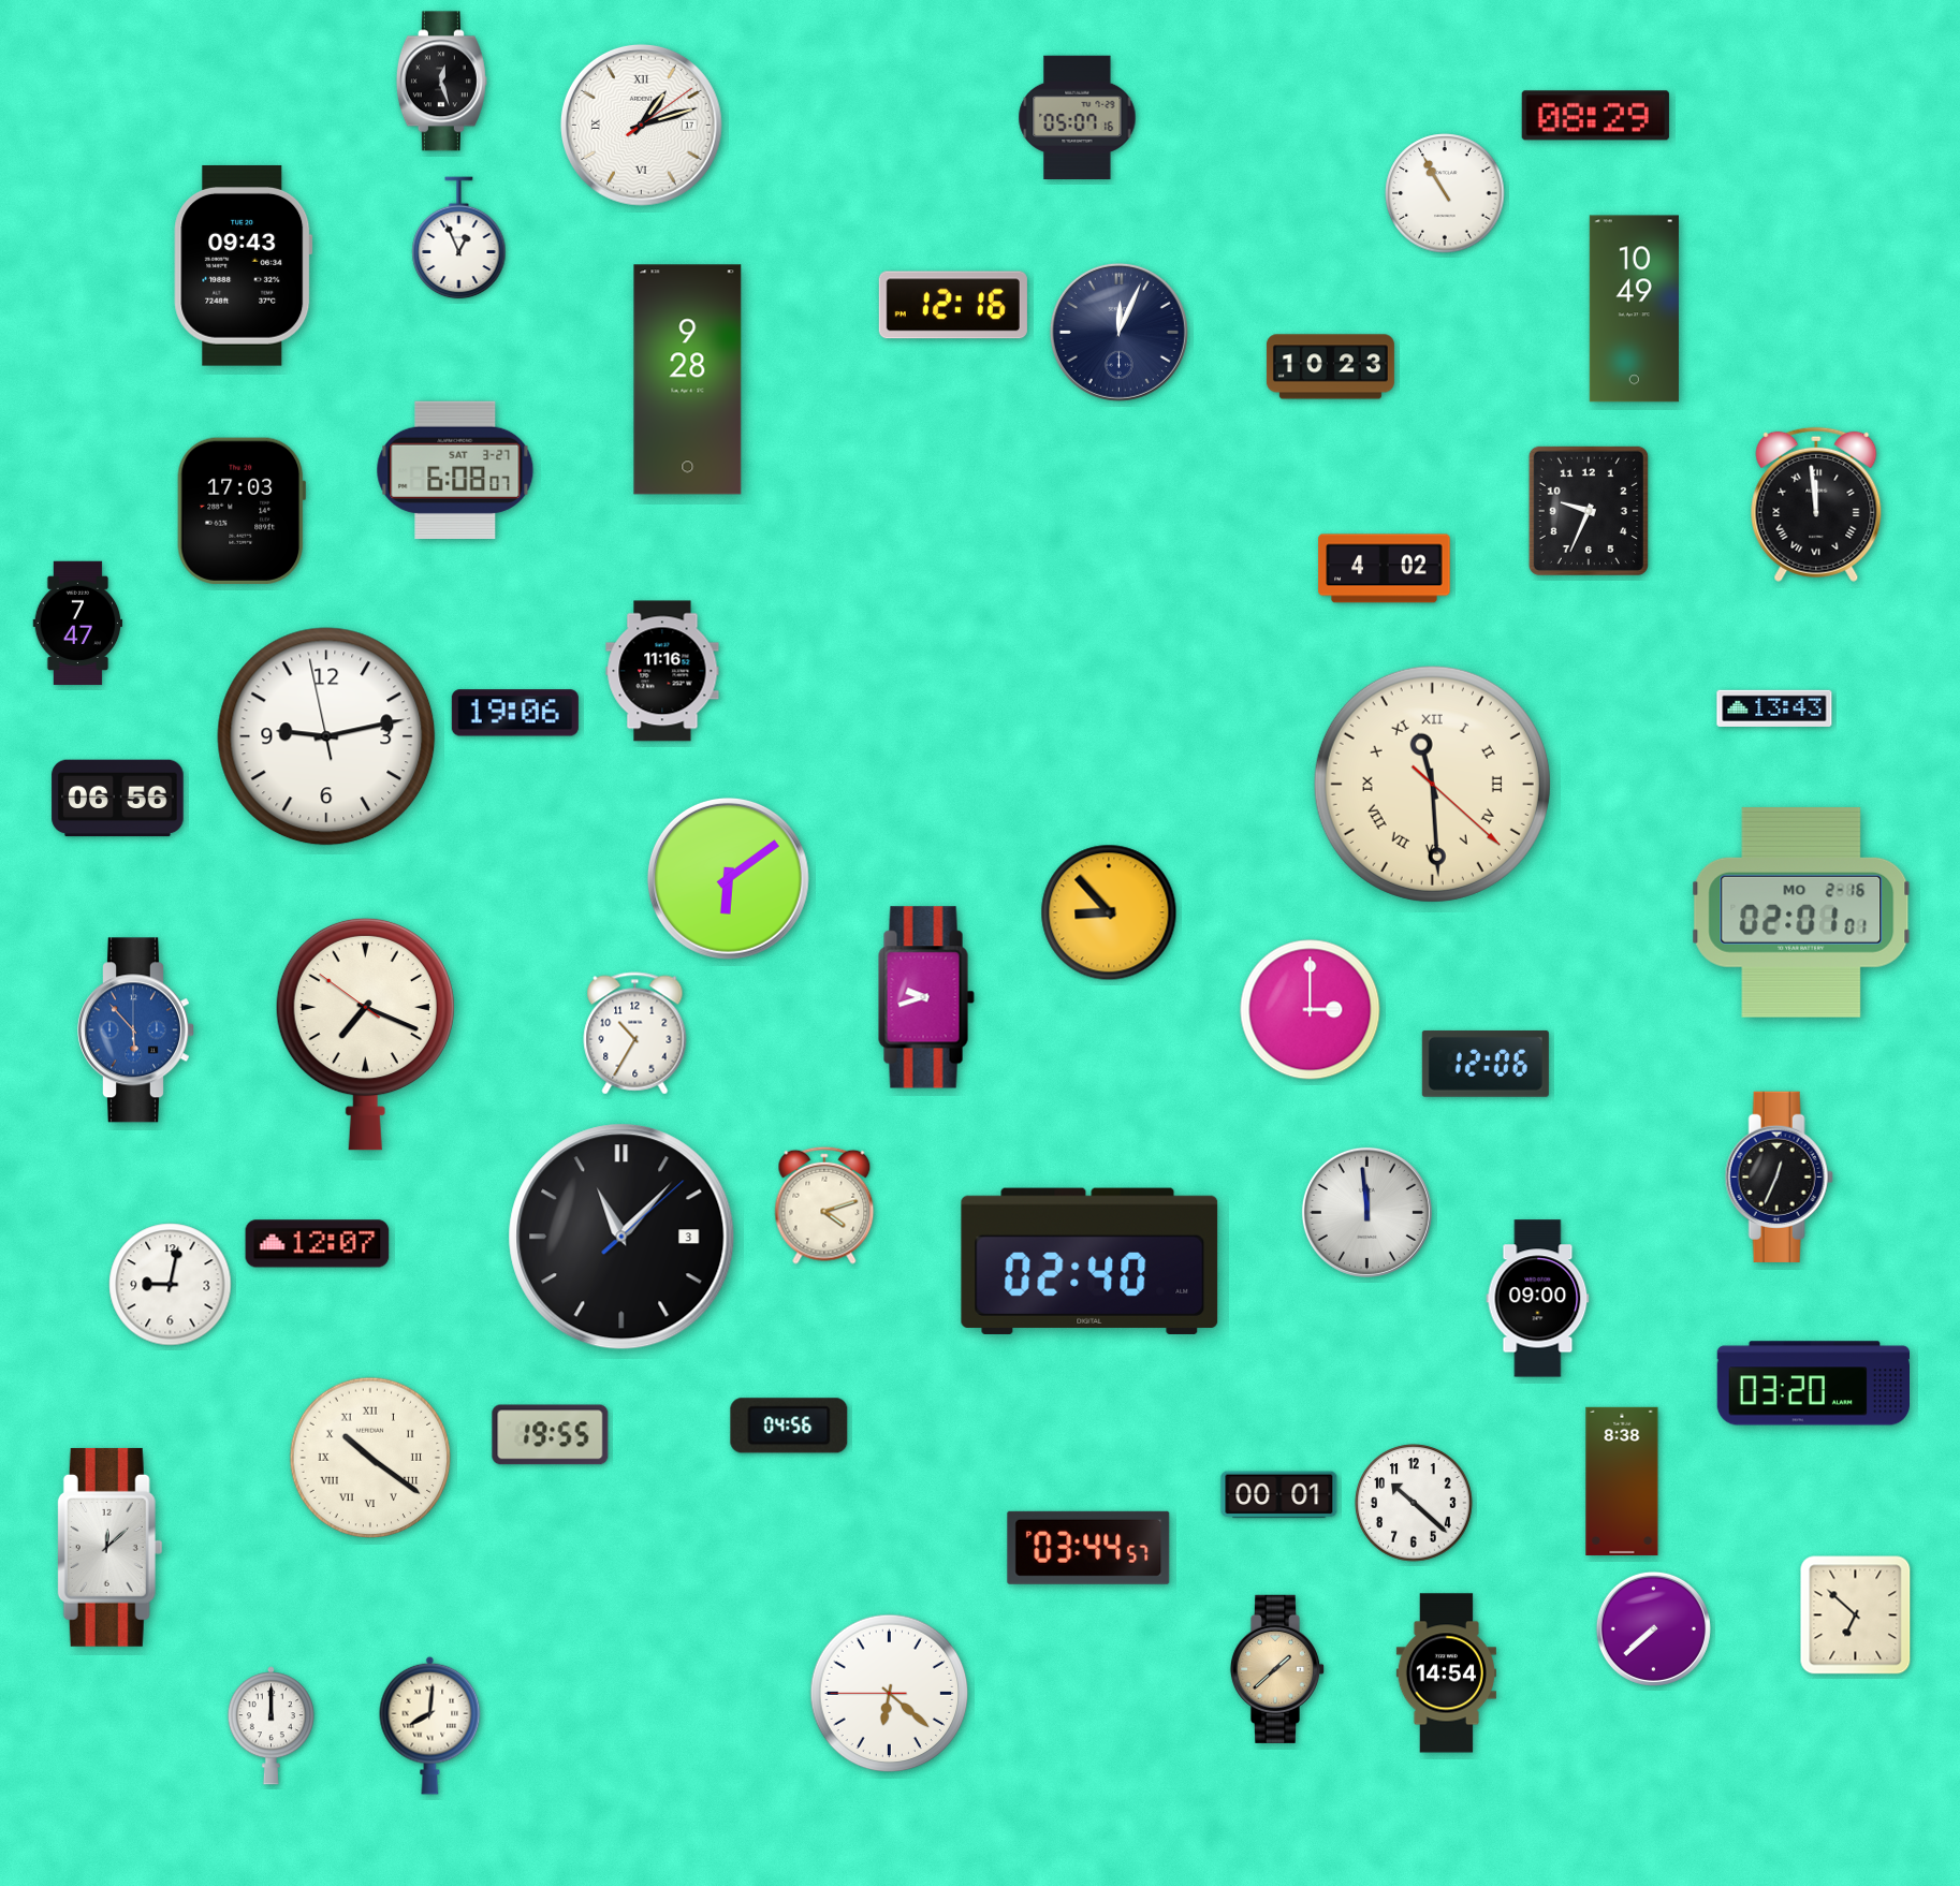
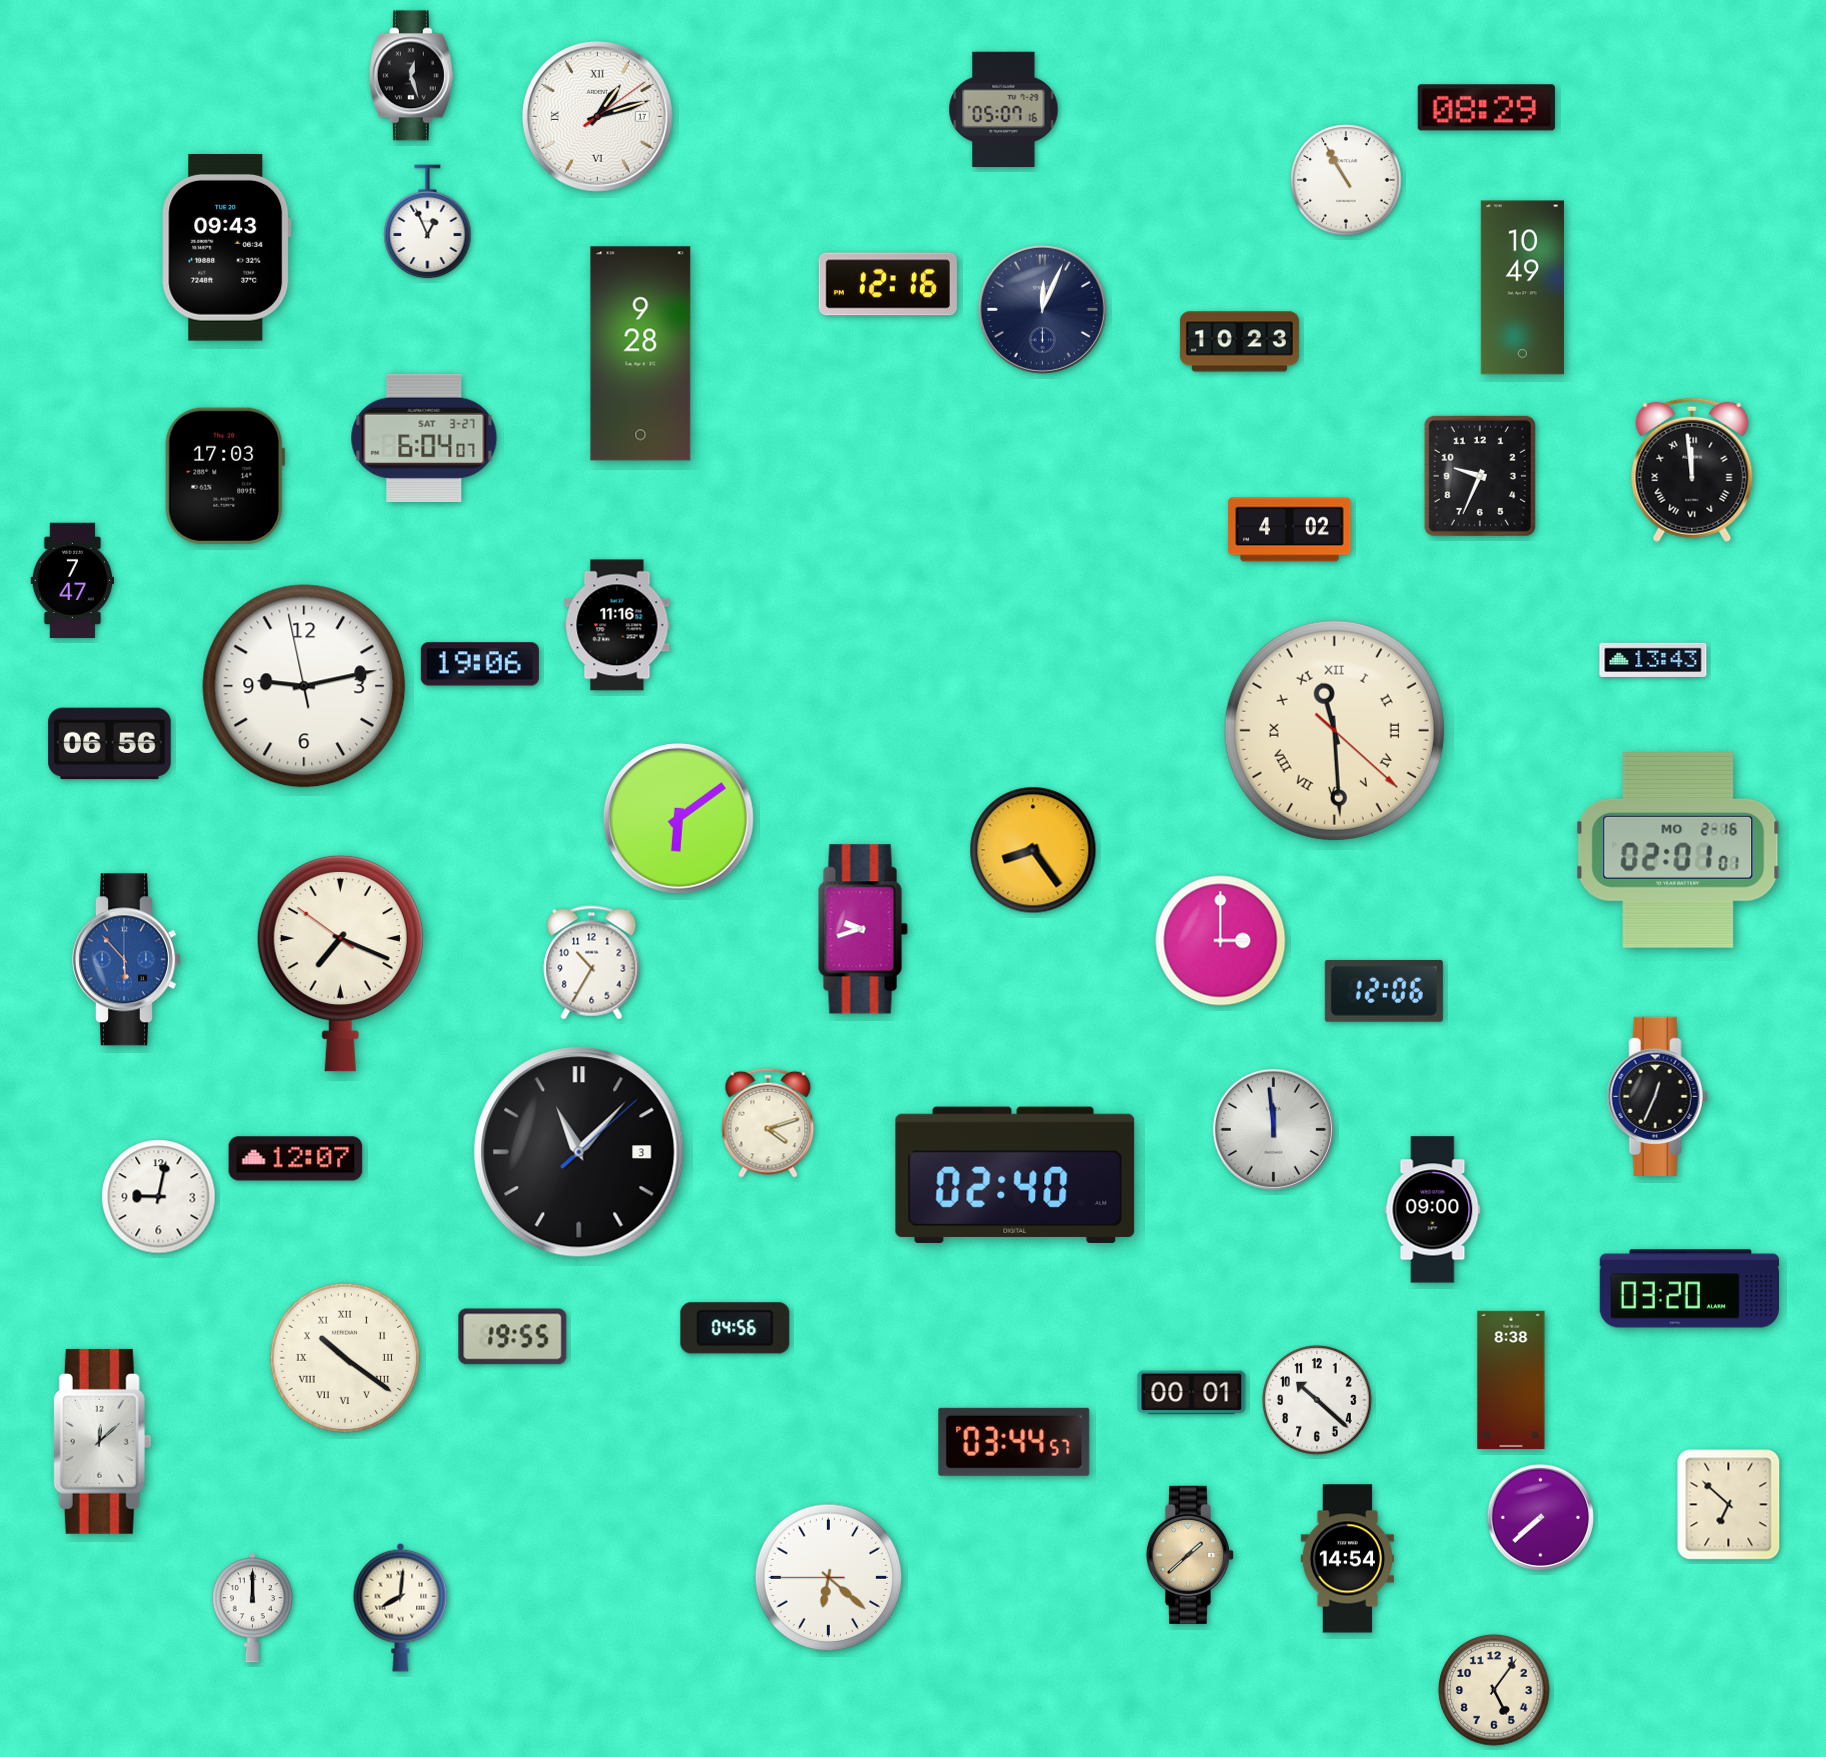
clock at (455, 470): 6:08 -> 6:04
clock at (1109, 912): 8:53 -> 8:24
clock at (1494, 1690): none -> 5:06
